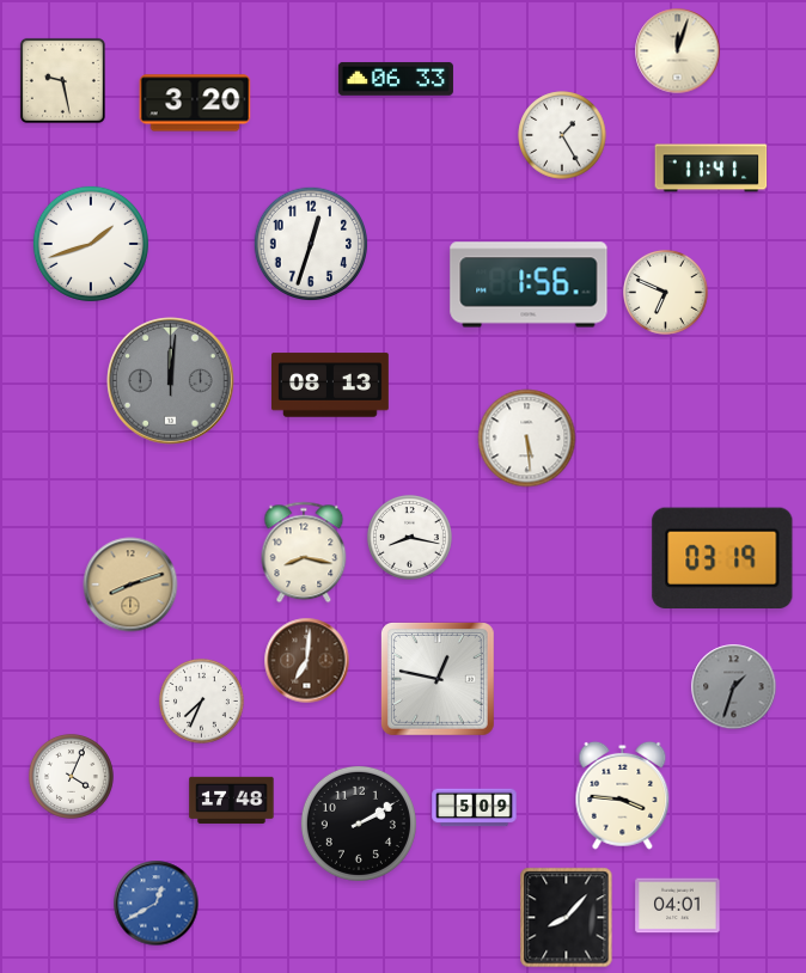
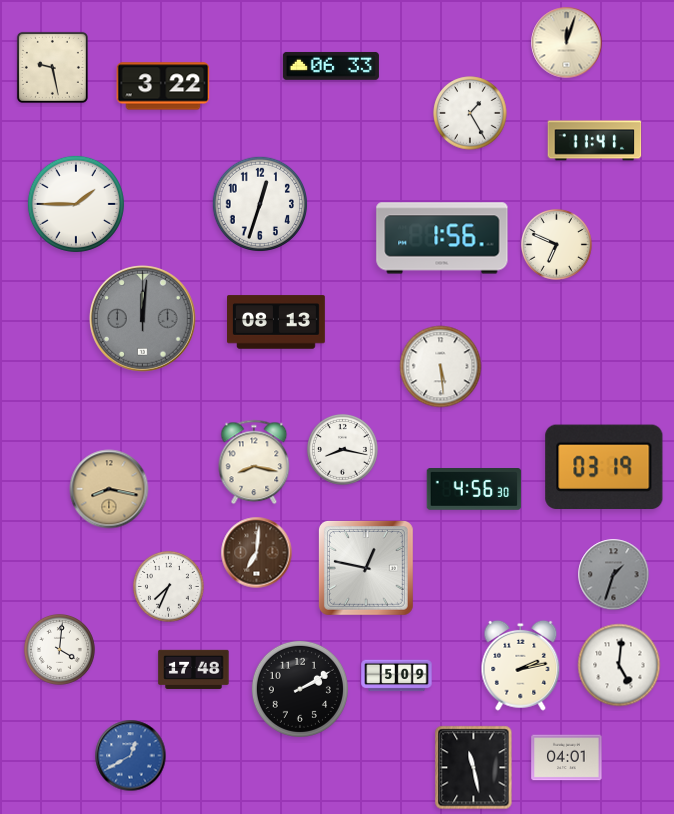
clock at (195, 103): 3:20 -> 3:22
clock at (91, 244): 1:42 -> 1:45
clock at (130, 585): 8:12 -> 8:17
clock at (474, 490): none -> 4:56
clock at (71, 776): 4:04 -> 4:01
clock at (623, 795): 3:46 -> 2:13
clock at (619, 665): none -> 5:01
clock at (567, 918): 8:07 -> 11:28
